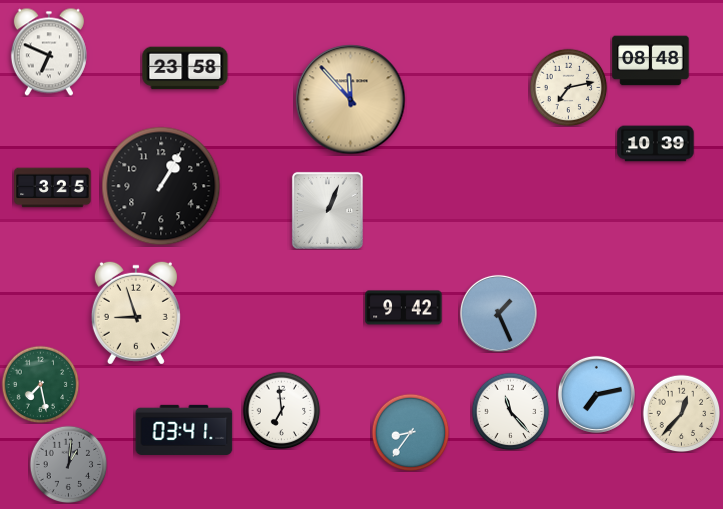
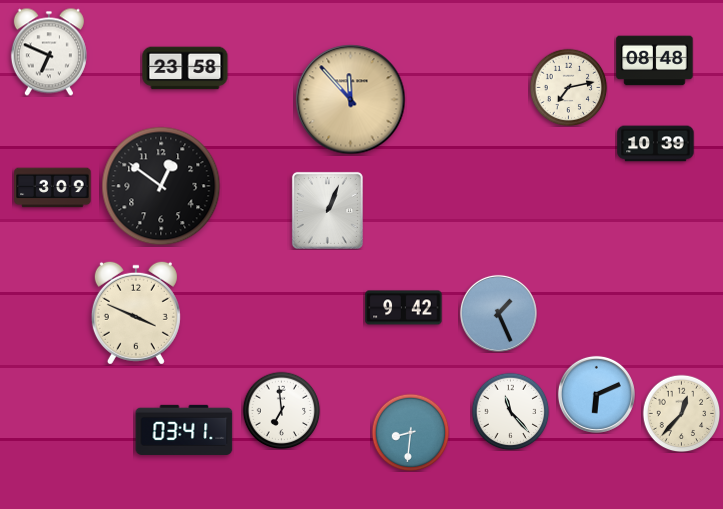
clock at (651, 61) position: (651, 61) -> (655, 61)
clock at (161, 186): 1:05 -> 12:51
clock at (53, 188): 3:25 -> 3:09
clock at (136, 313): 8:57 -> 3:49
clock at (40, 384): 7:28 -> none
clock at (596, 394): 7:13 -> 6:11
clock at (410, 432): 8:36 -> 8:31
clock at (68, 464): 1:01 -> none
